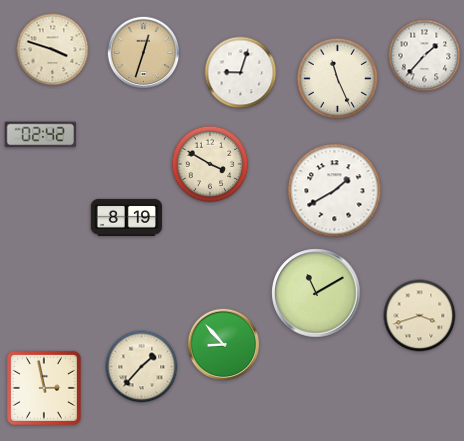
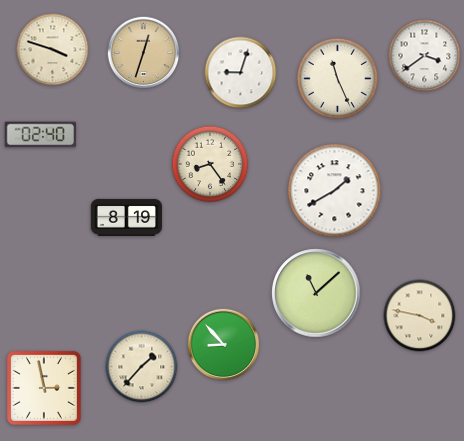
clock at (425, 56): 1:37 -> 3:39
clock at (40, 135): 02:42 -> 02:40
clock at (210, 164): 3:50 -> 8:24
clock at (316, 293): 11:10 -> 11:08
clock at (420, 316): 3:42 -> 3:47
